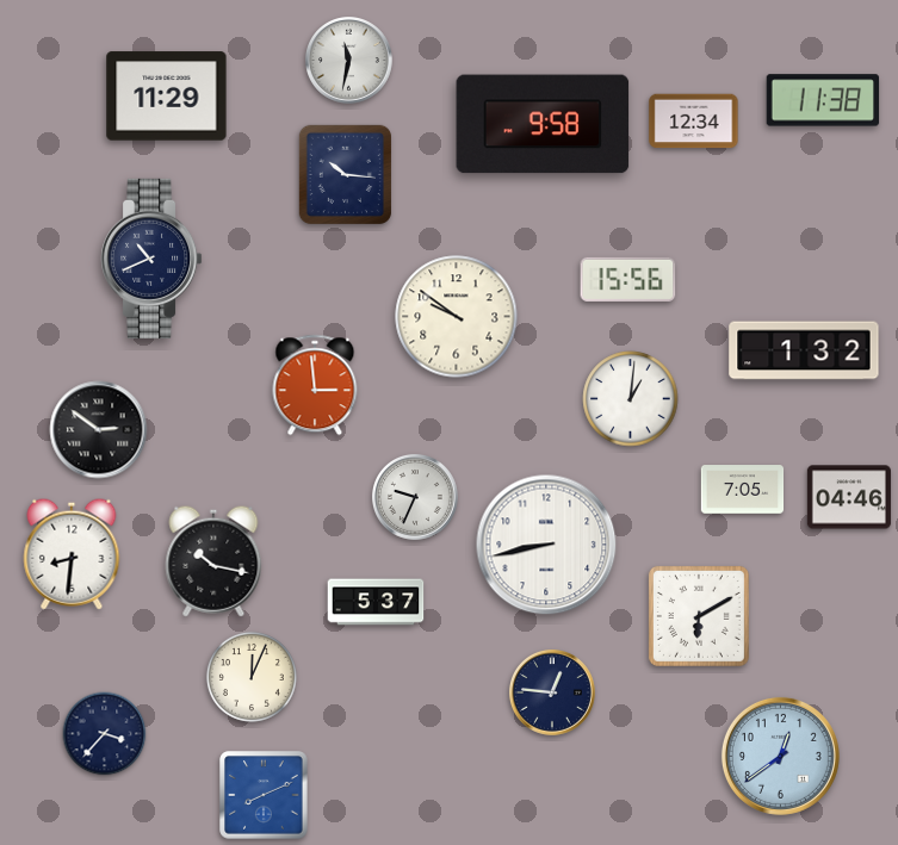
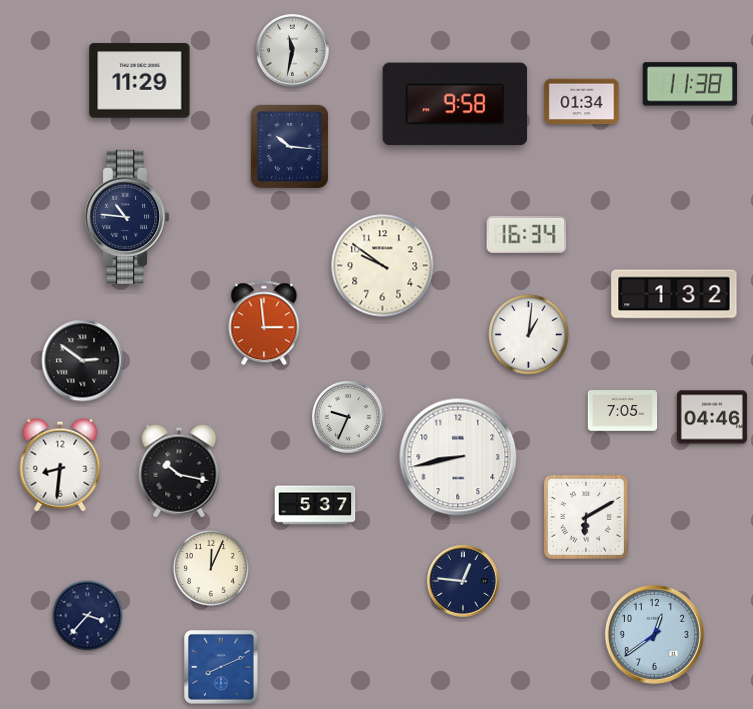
clock at (694, 122): 12:34 -> 01:34
clock at (153, 259): 10:41 -> 10:46
clock at (628, 279): 15:56 -> 16:34
